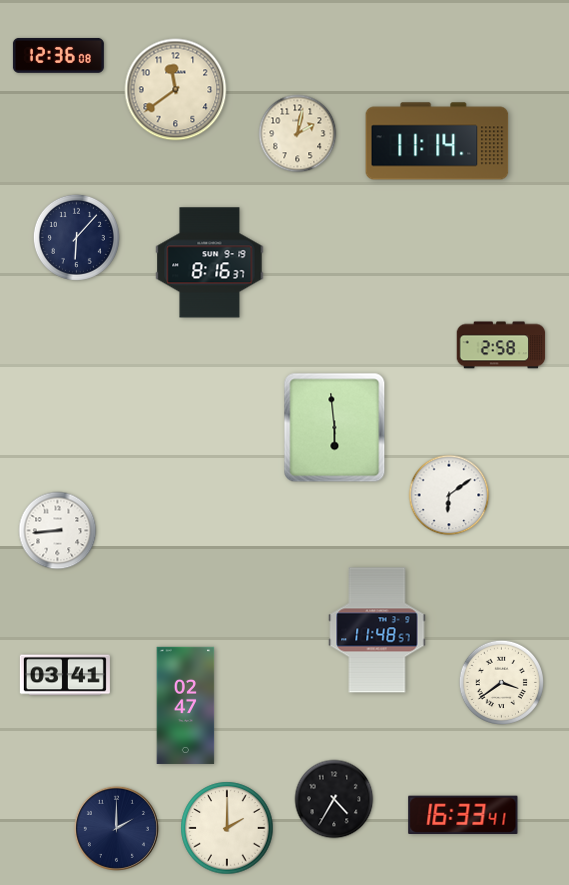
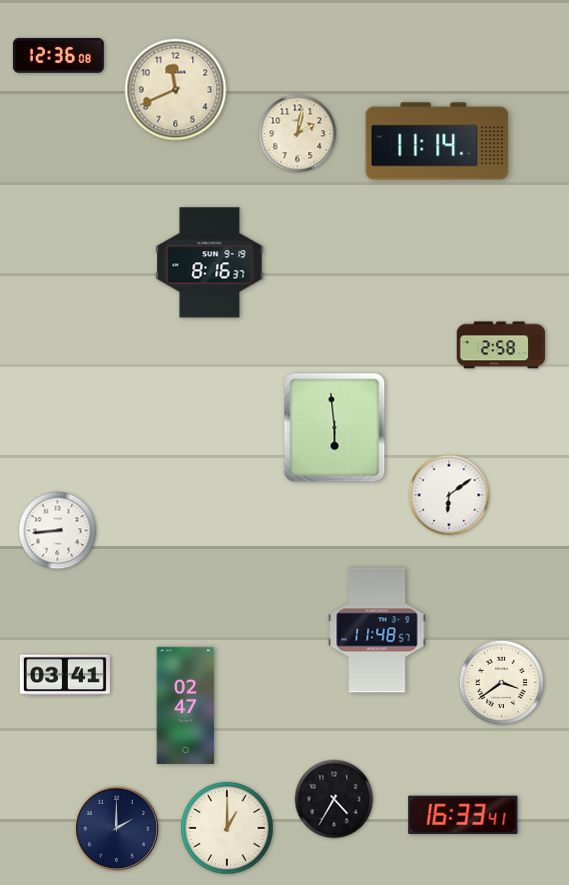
clock at (176, 90): 11:39 -> 11:41
clock at (76, 237): 6:07 -> none
clock at (227, 828): 2:00 -> 1:00
